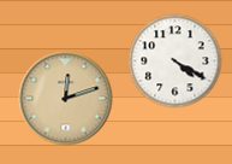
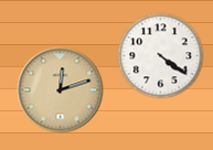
clock at (174, 60): 4:20 -> 4:21
